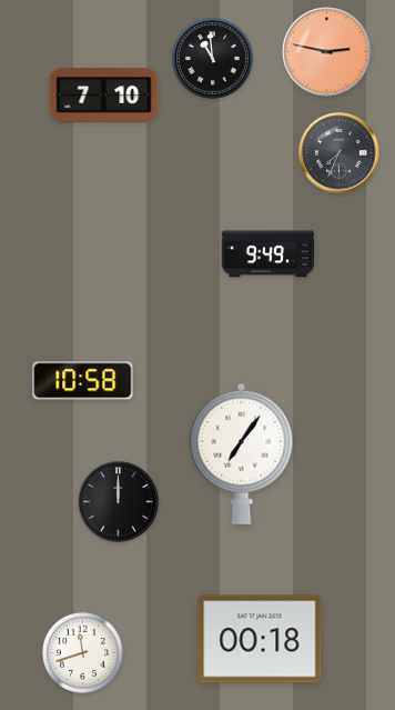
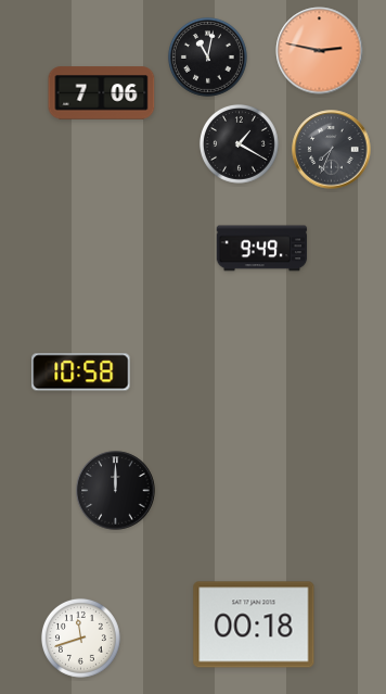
clock at (212, 58): 10:59 -> 11:02
clock at (104, 96): 7:10 -> 7:06
clock at (239, 143): none -> 1:20
clock at (242, 453): 7:06 -> none
